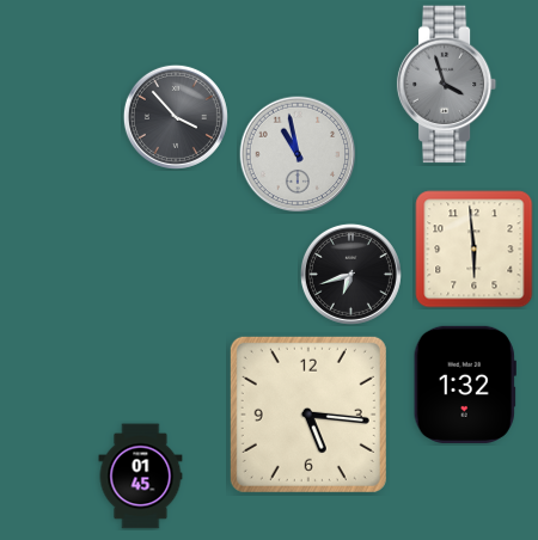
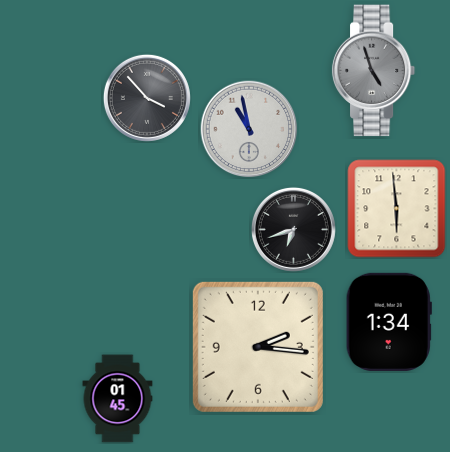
clock at (447, 85): 3:57 -> 4:57
clock at (465, 385): 1:32 -> 1:34
clock at (308, 415): 5:16 -> 2:16
